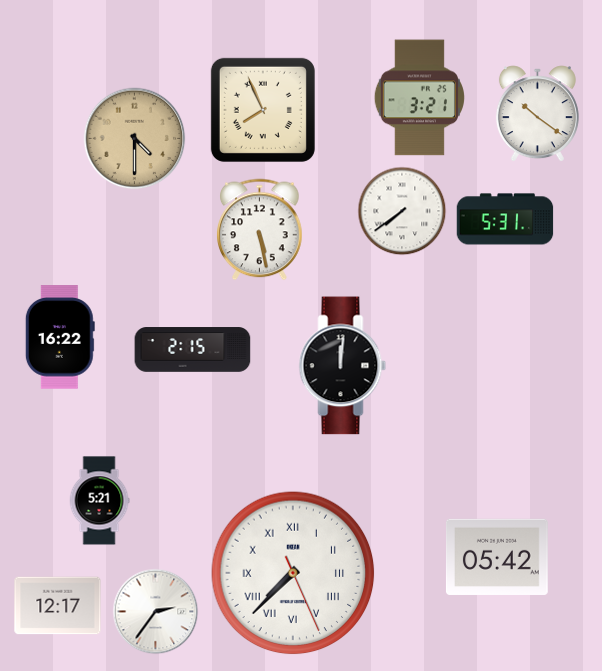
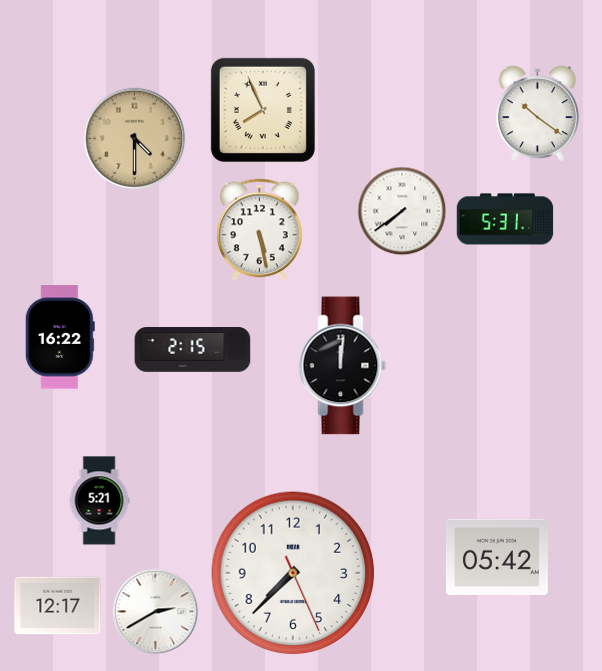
clock at (419, 98): 3:21 -> none
clock at (293, 573) numerals: Roman -> Arabic
clock at (156, 612): 2:36 -> 2:40
